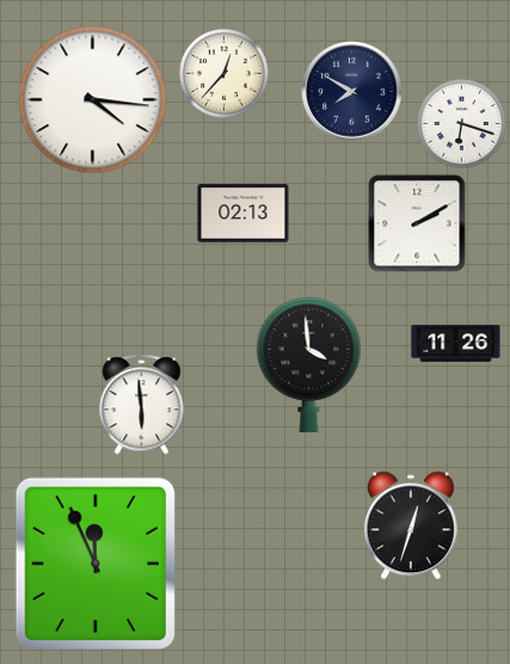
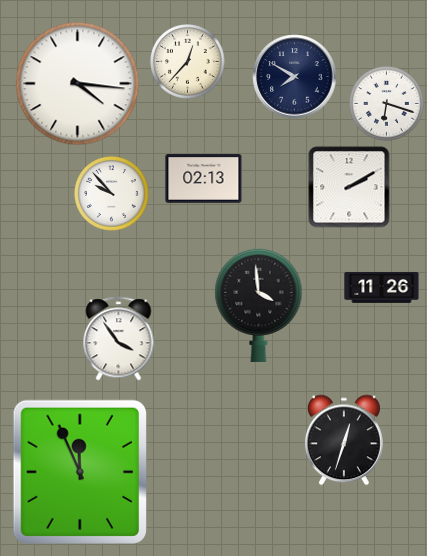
clock at (112, 194): none -> 9:53
clock at (142, 405): 5:59 -> 3:54
